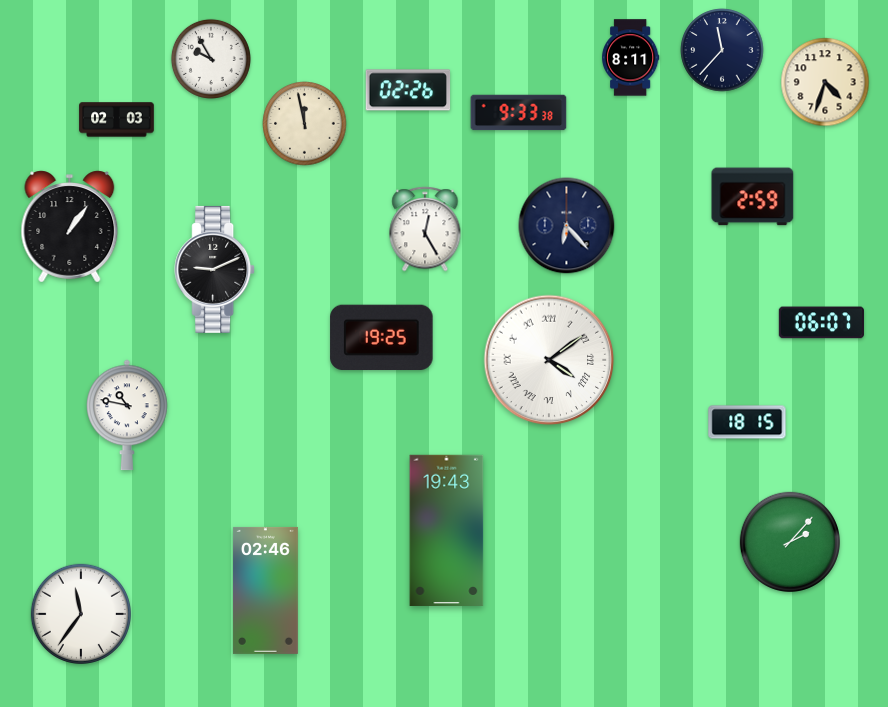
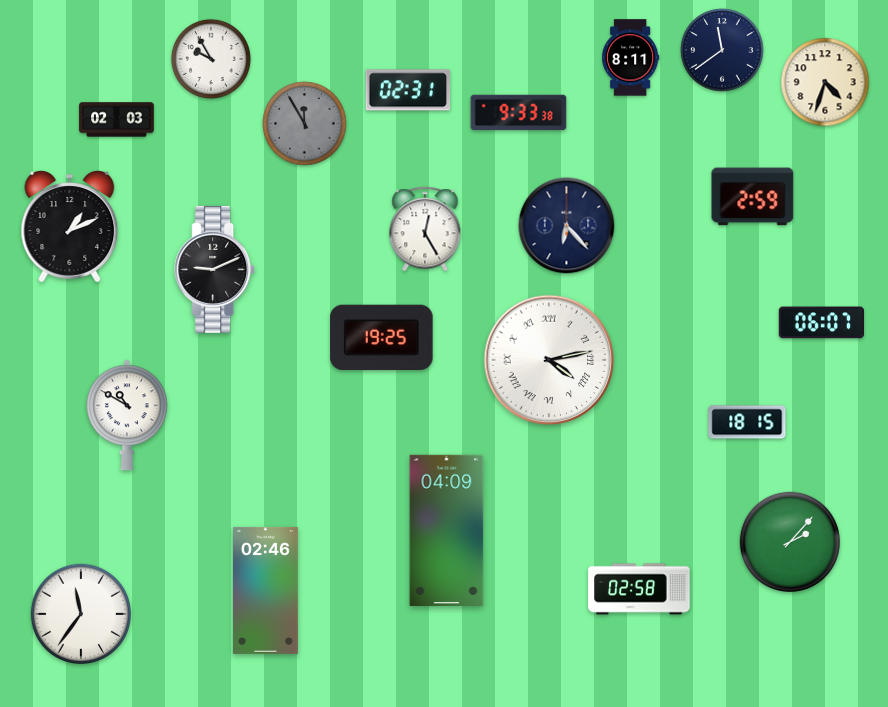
clock at (722, 50): 11:37 -> 11:39
clock at (408, 90): 02:26 -> 02:31
clock at (305, 124): 11:58 -> 11:55
clock at (305, 124) dial: cream -> grey
clock at (70, 227): 1:06 -> 1:11
clock at (549, 360): 4:09 -> 4:13
clock at (128, 415): 10:47 -> 10:50
clock at (447, 530): 19:43 -> 04:09
clock at (639, 589): none -> 02:58
